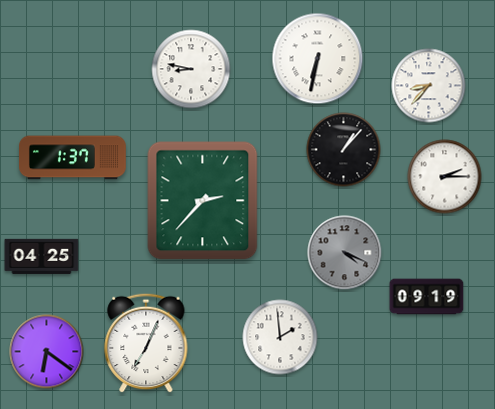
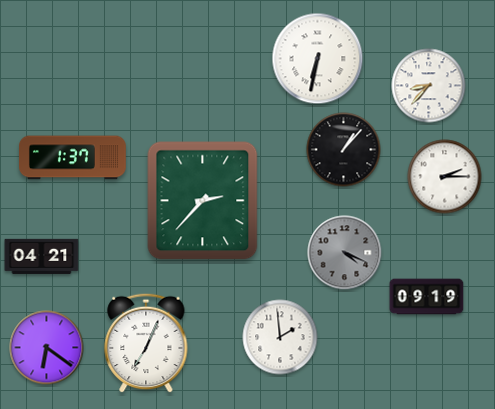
clock at (191, 69): 8:47 -> none
clock at (42, 256): 04:25 -> 04:21
clock at (47, 352) position: (47, 352) -> (47, 348)
